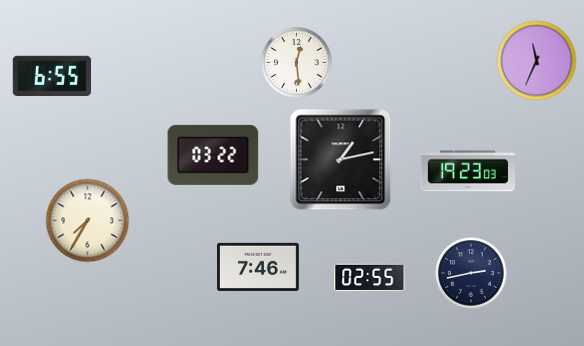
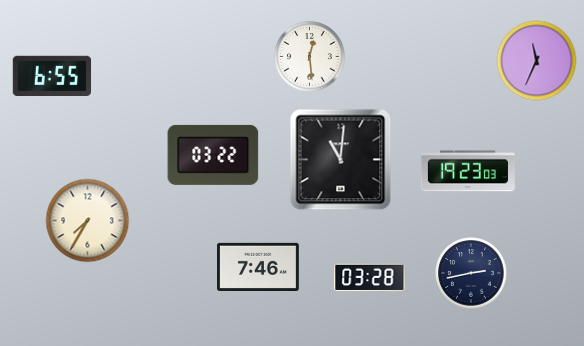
clock at (297, 63) position: (297, 63) -> (310, 57)
clock at (341, 160): 1:13 -> 11:01
clock at (370, 278): 02:55 -> 03:28
